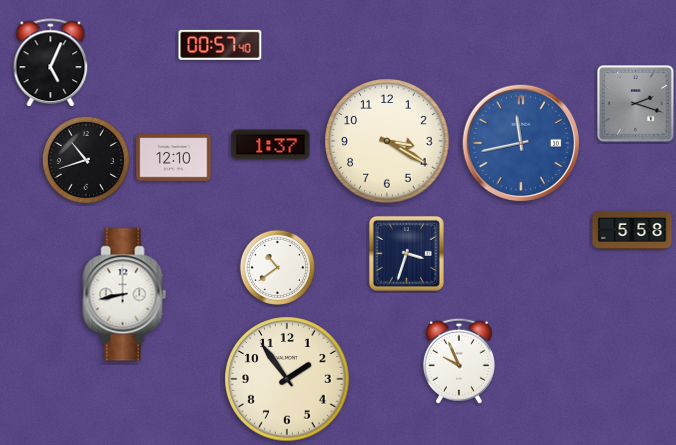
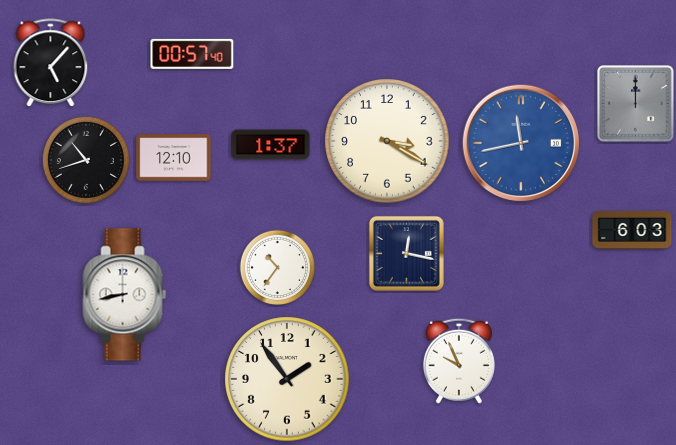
clock at (220, 45) position: (220, 45) -> (192, 54)
clock at (51, 62): 5:04 -> 5:07
clock at (636, 104): 2:18 -> 12:00
clock at (632, 230): 5:58 -> 6:03
clock at (406, 253): 3:33 -> 12:17
clock at (277, 267): 10:39 -> 10:36
